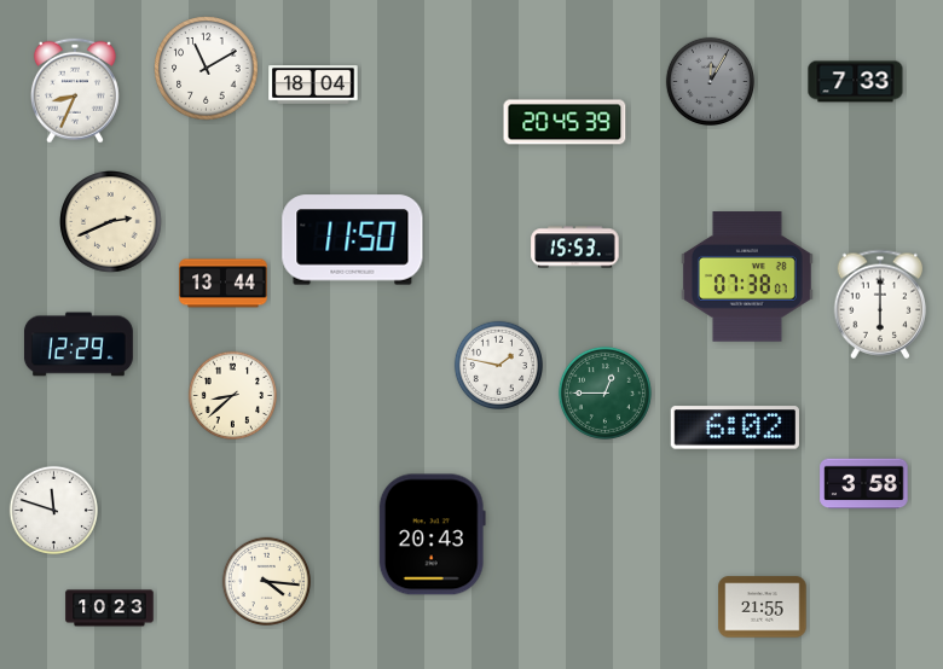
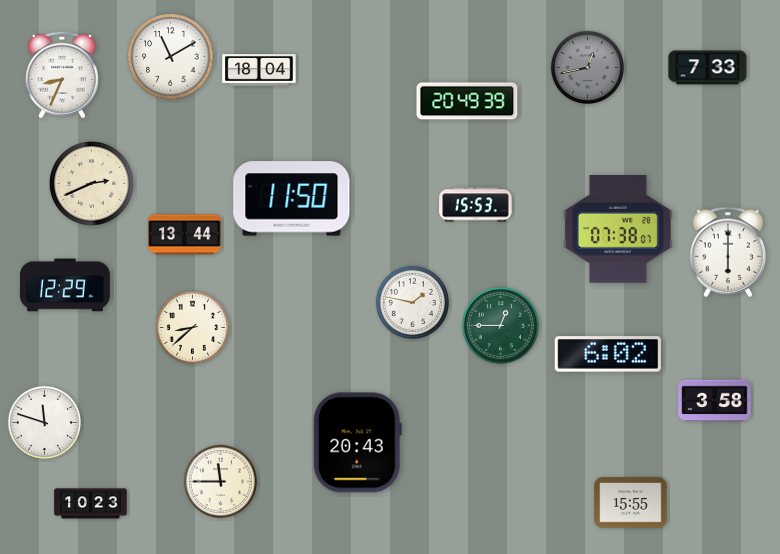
clock at (710, 81): 12:05 -> 12:43
clock at (565, 122): 20:45 -> 20:49
clock at (266, 581): 4:16 -> 11:45
clock at (763, 607): 21:55 -> 15:55
